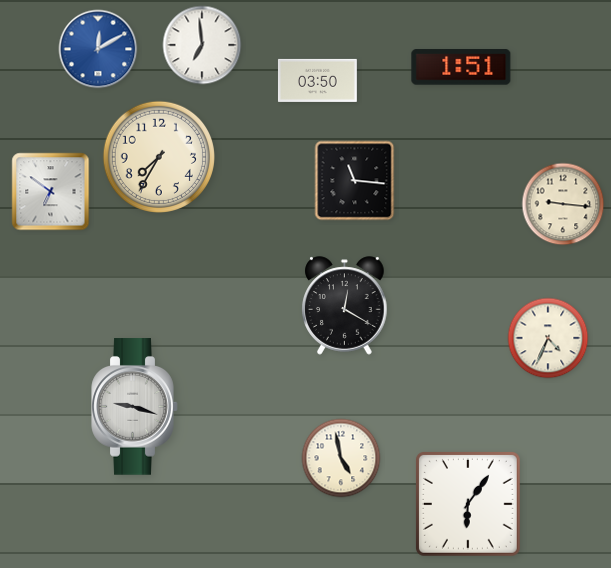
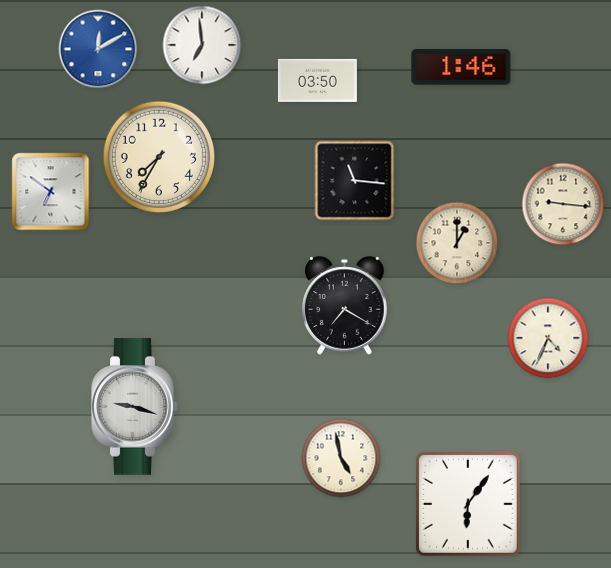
clock at (461, 67): 1:51 -> 1:46
clock at (457, 243): none -> 1:00
clock at (345, 306): 12:20 -> 7:20
